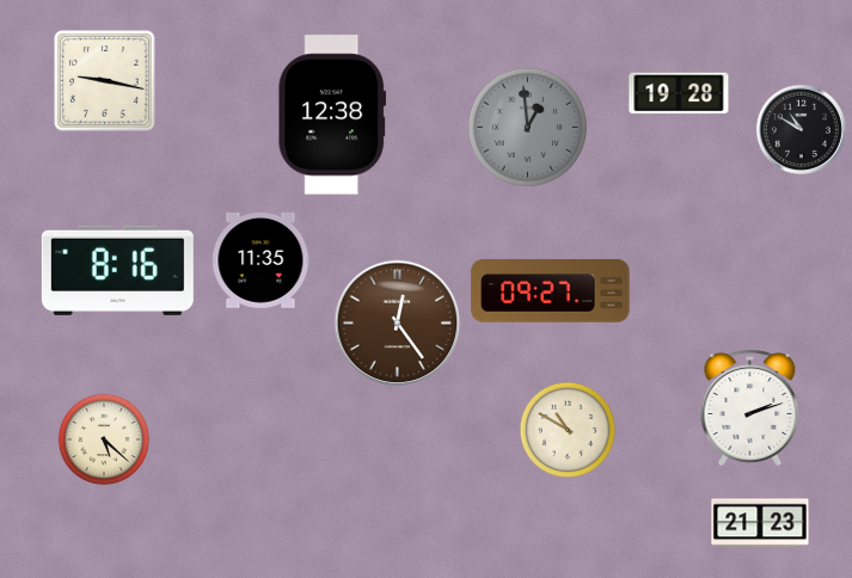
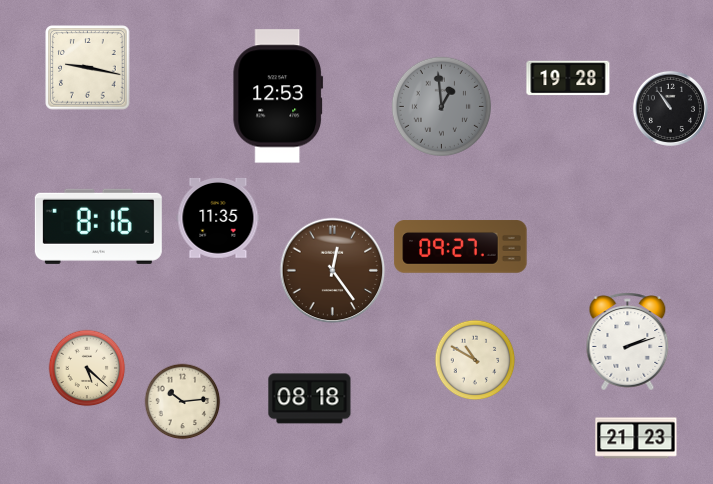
clock at (332, 115): 12:38 -> 12:53
clock at (801, 129): 10:50 -> 10:54
clock at (551, 291) position: (551, 291) -> (461, 247)
clock at (310, 399): none -> 08:18
clock at (183, 402): none -> 10:14
